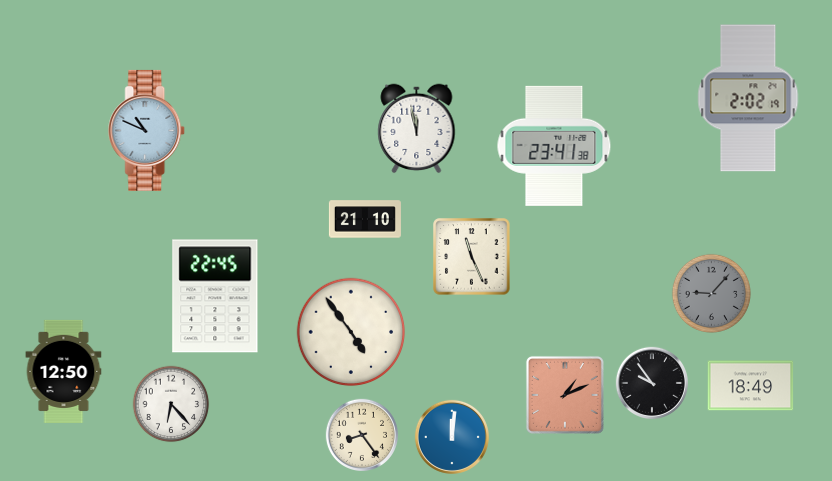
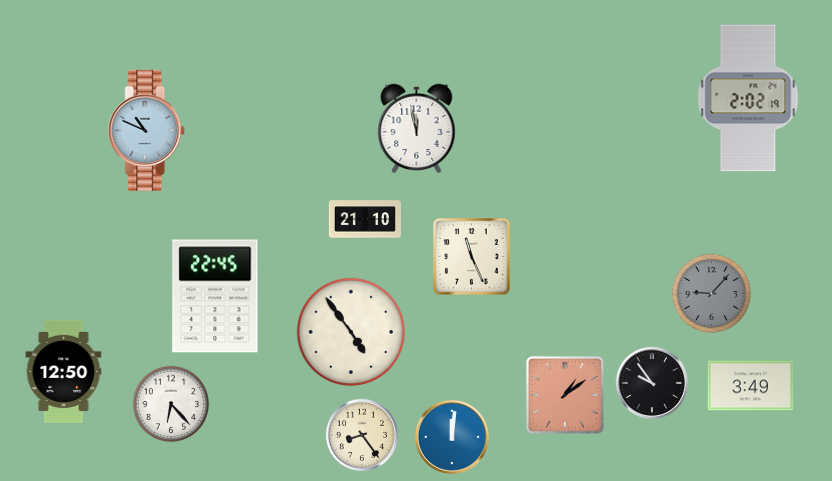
clock at (554, 146): 23:41 -> none
clock at (751, 386): 18:49 -> 3:49
clock at (565, 395): 1:11 -> 1:09
